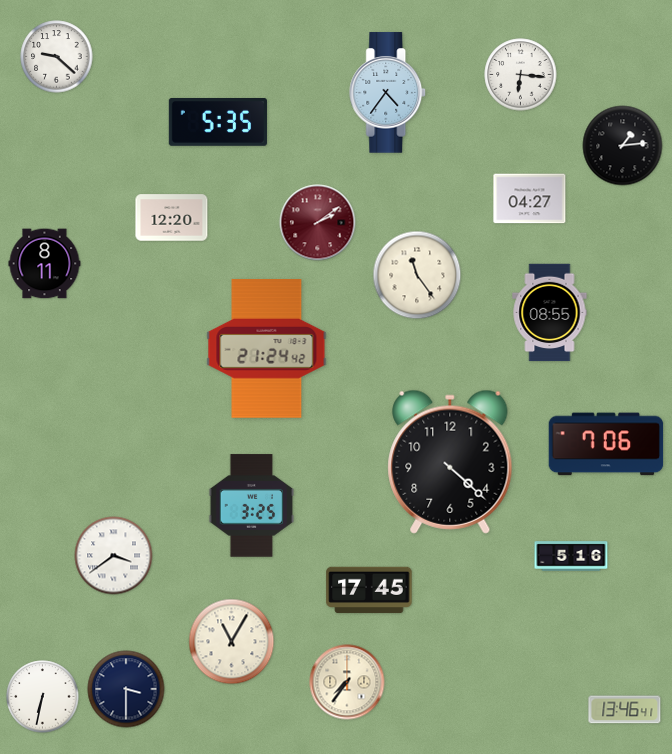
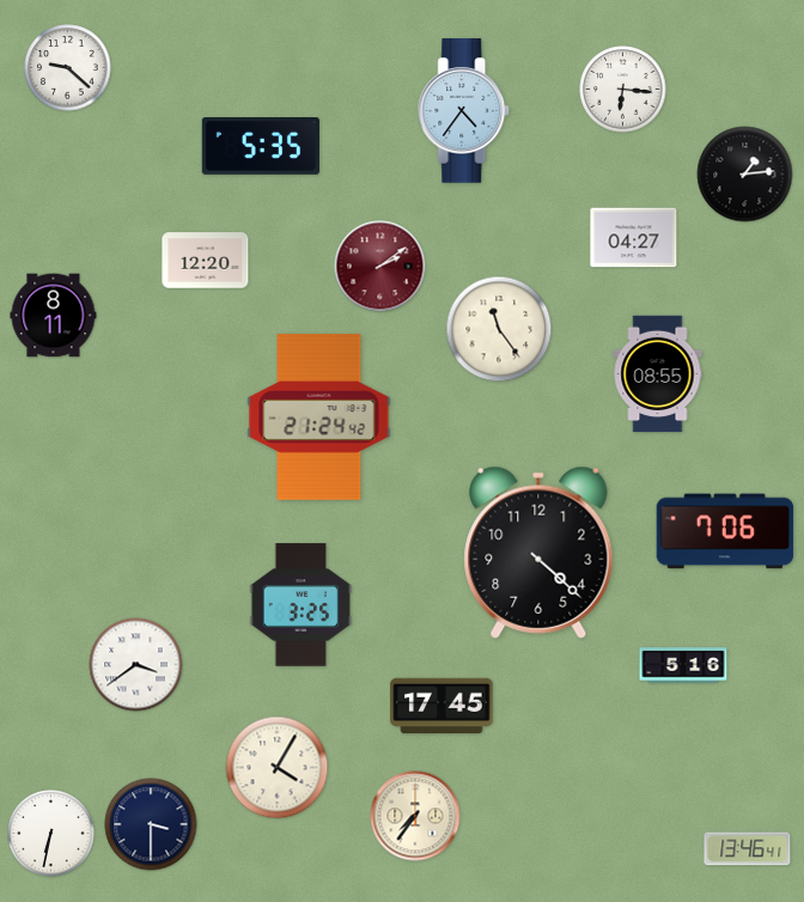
clock at (232, 642): 11:05 -> 4:05
